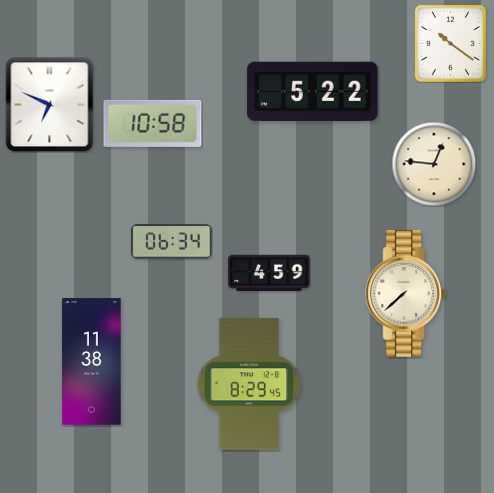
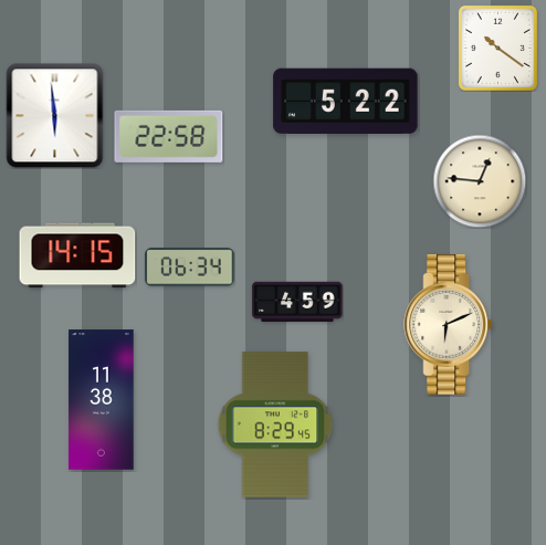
clock at (50, 104): 6:49 -> 5:59
clock at (153, 123): 10:58 -> 22:58
clock at (77, 255): none -> 14:15
clock at (406, 294): 7:38 -> 6:11
